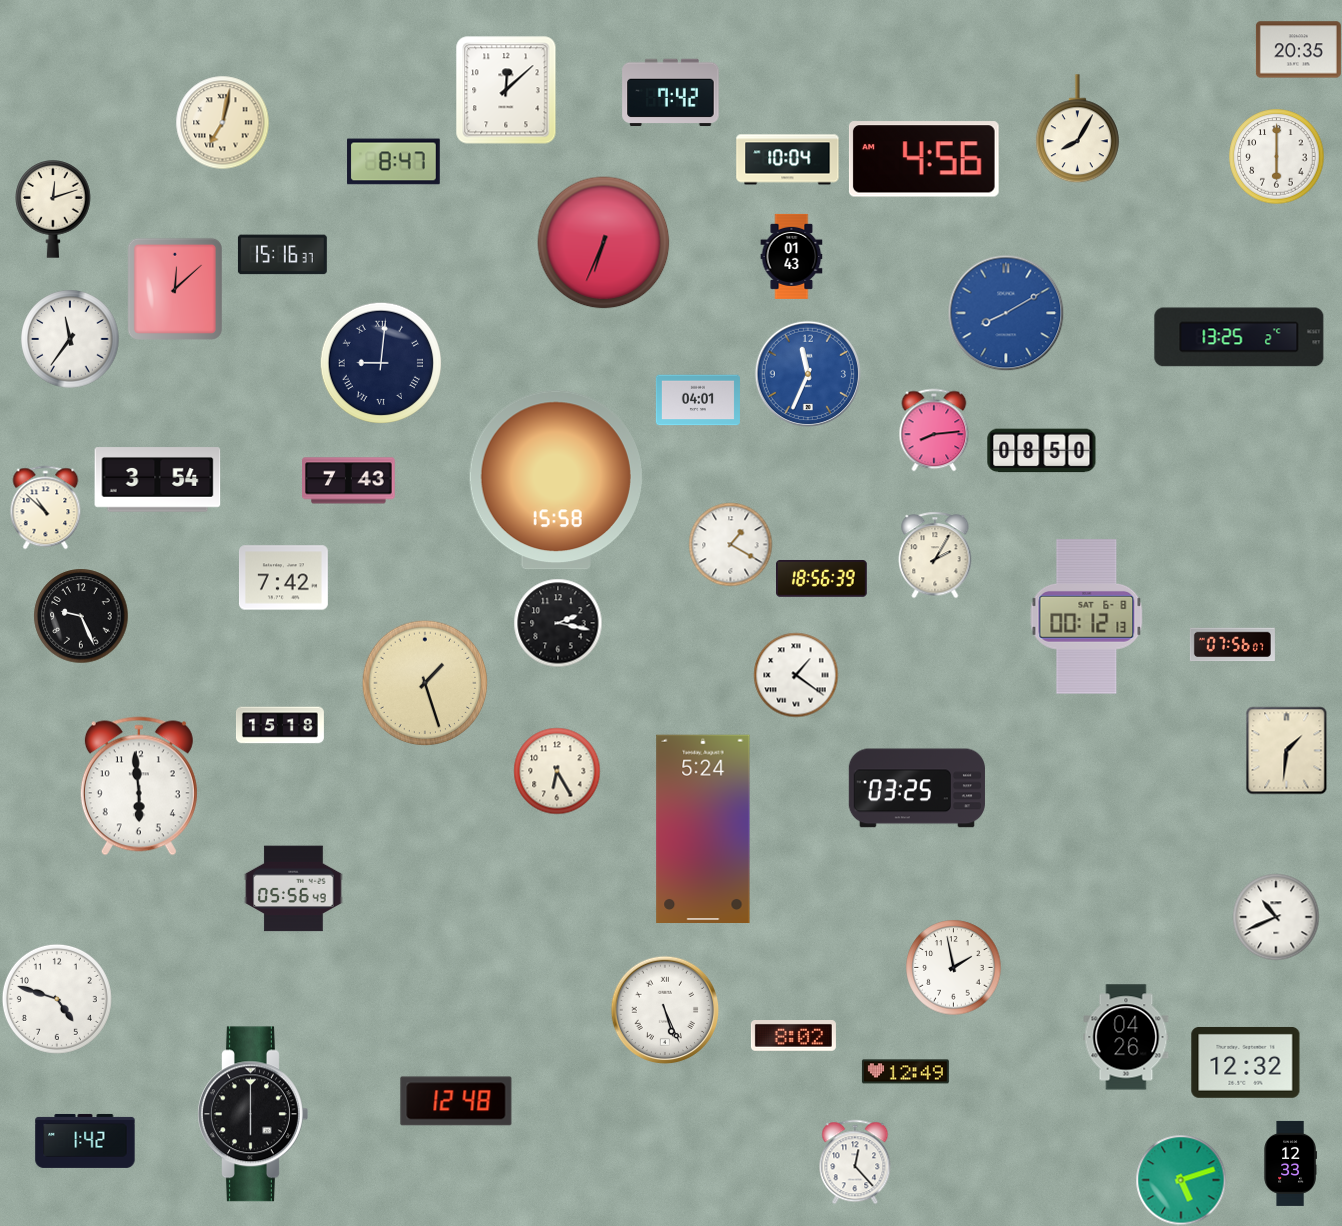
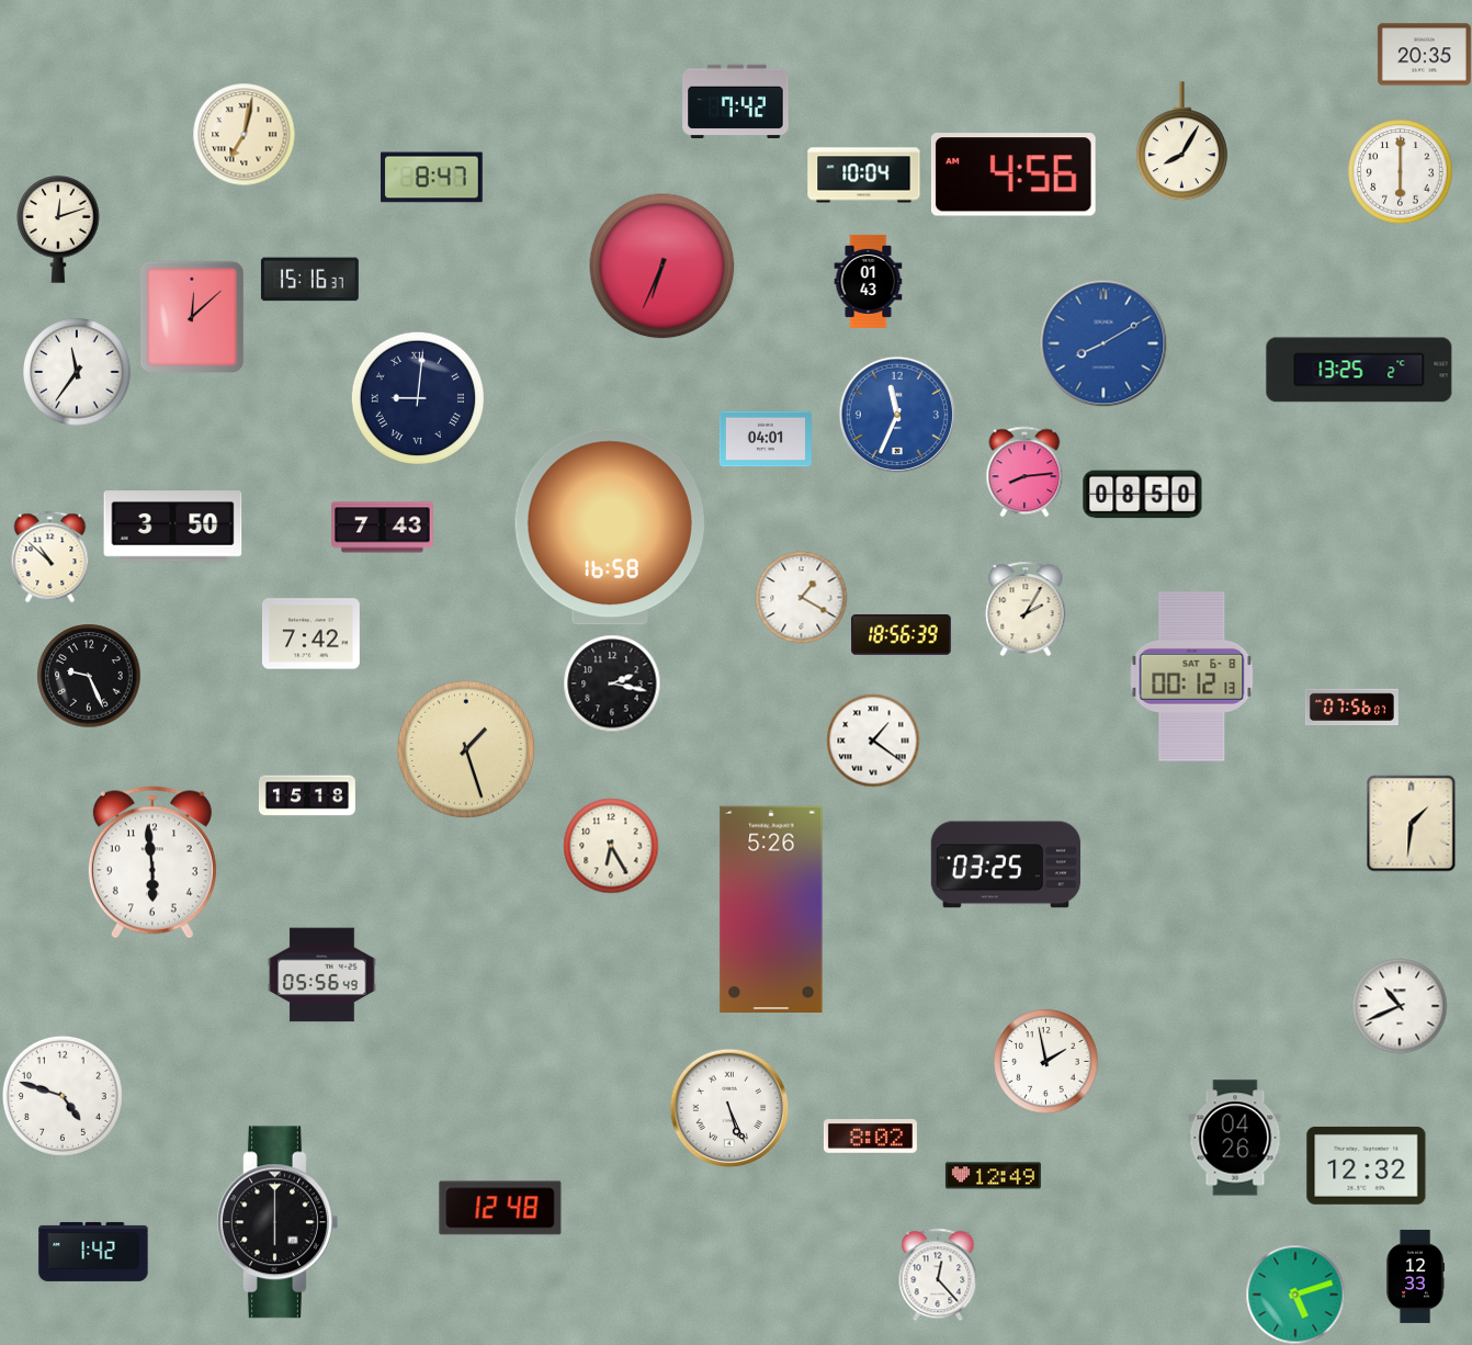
clock at (506, 90): 12:08 -> none
clock at (808, 374) position: (808, 374) -> (897, 415)
clock at (158, 480): 3:54 -> 3:50
clock at (556, 480): 15:58 -> 16:58
clock at (703, 829): 5:24 -> 5:26
